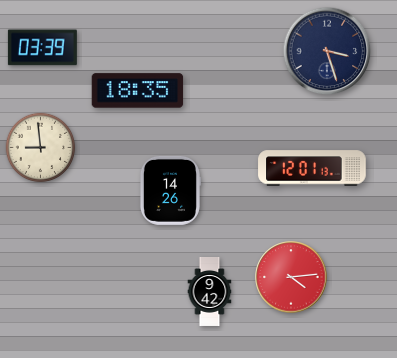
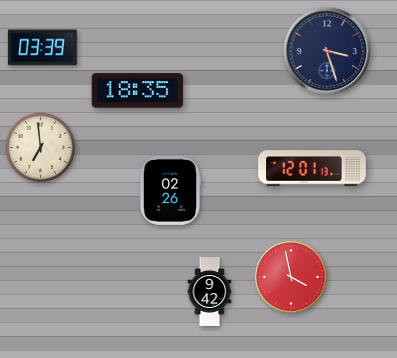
clock at (41, 148): 8:59 -> 6:59
clock at (170, 190): 14:26 -> 02:26
clock at (291, 277): 4:14 -> 3:58
